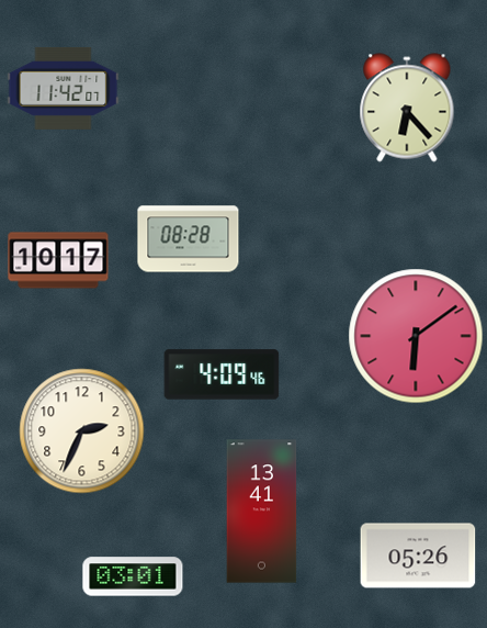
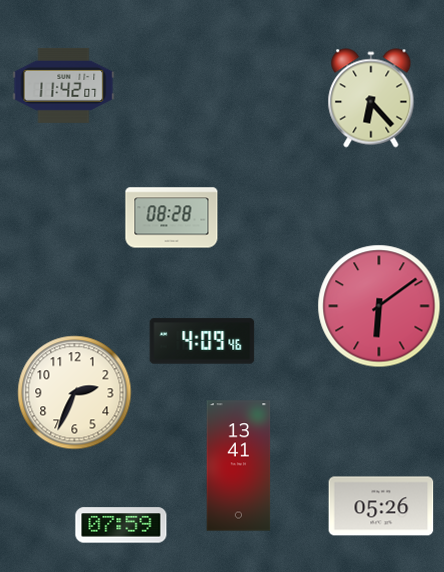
clock at (64, 88) position: (64, 88) -> (64, 85)
clock at (58, 260): 10:17 -> none
clock at (133, 576): 03:01 -> 07:59
